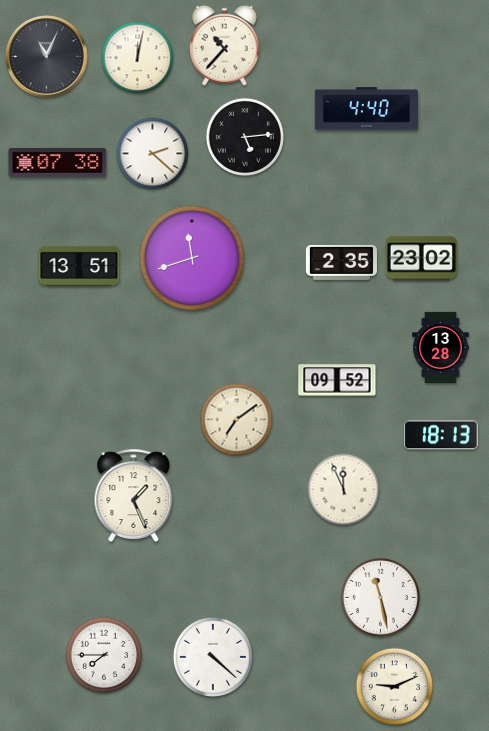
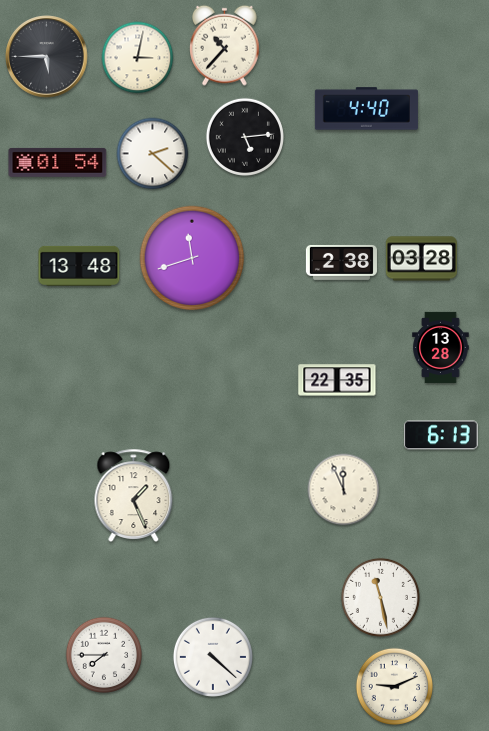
clock at (47, 57): 11:04 -> 5:45
clock at (138, 58): 12:02 -> 3:02
clock at (58, 162): 07:38 -> 01:54
clock at (421, 259): 23:02 -> 03:28
clock at (341, 262): 2:35 -> 2:38
clock at (79, 266): 13:51 -> 13:48
clock at (337, 380): 09:52 -> 22:35
clock at (237, 420): 7:09 -> none
clock at (442, 435): 18:13 -> 6:13
